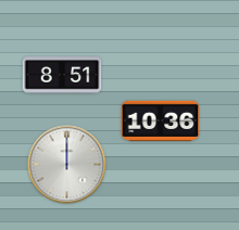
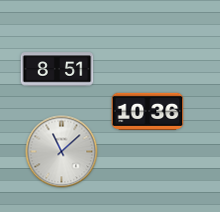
clock at (67, 165): 12:00 -> 11:08
